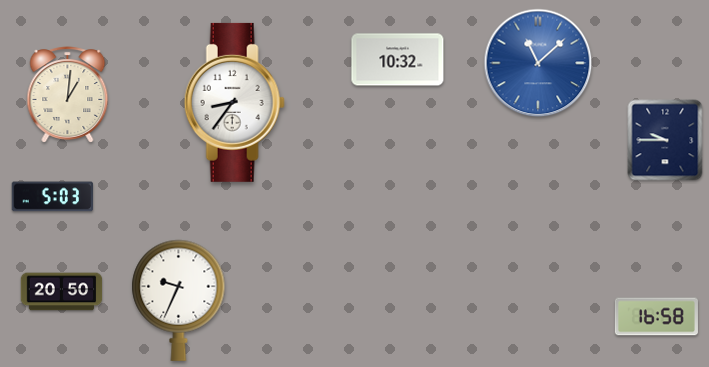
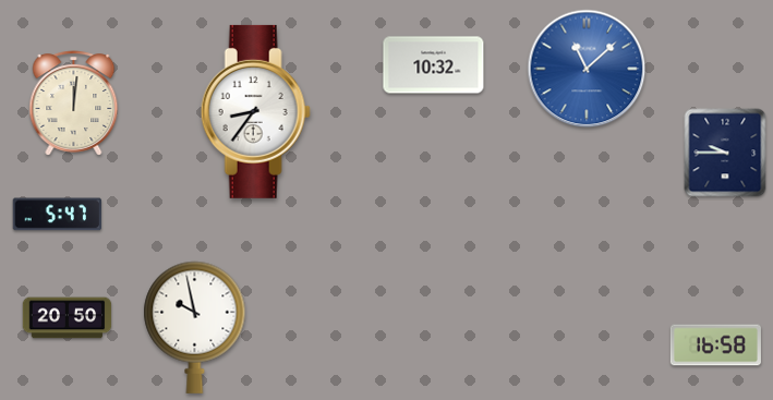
clock at (68, 95): 1:01 -> 12:01
clock at (52, 197): 5:03 -> 5:47
clock at (179, 300): 9:34 -> 9:58
